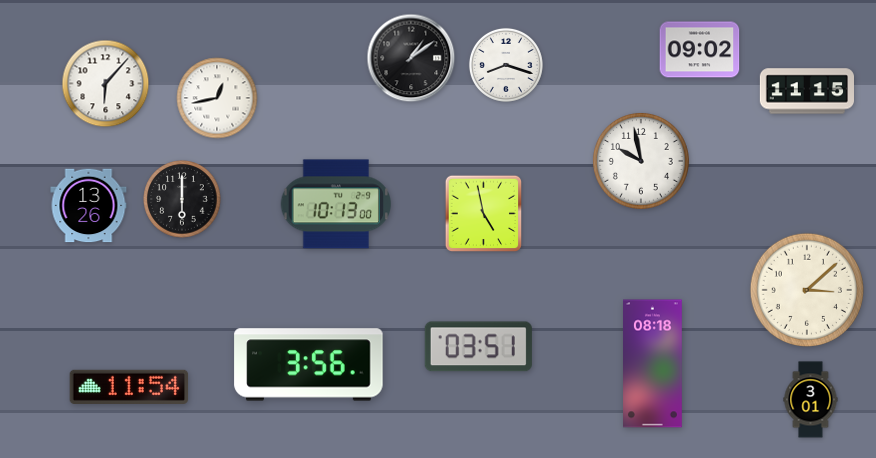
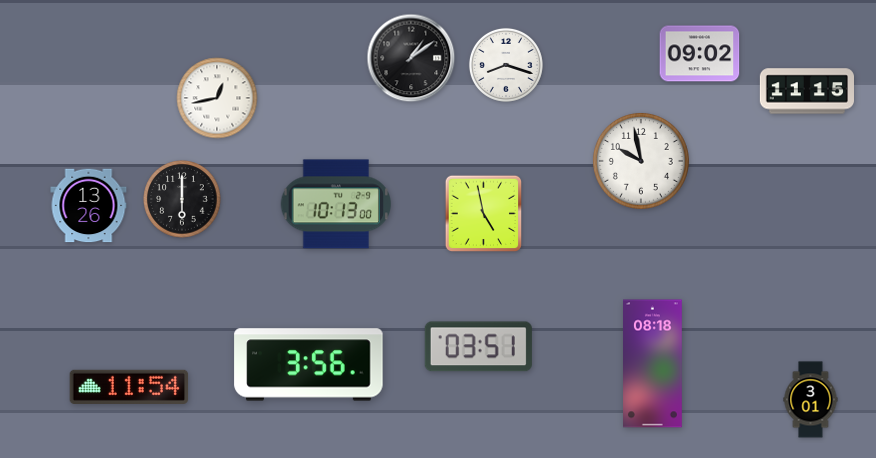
clock at (700, 50) position: (700, 50) -> (700, 54)
clock at (106, 84): 6:07 -> none
clock at (807, 290): 3:08 -> none
